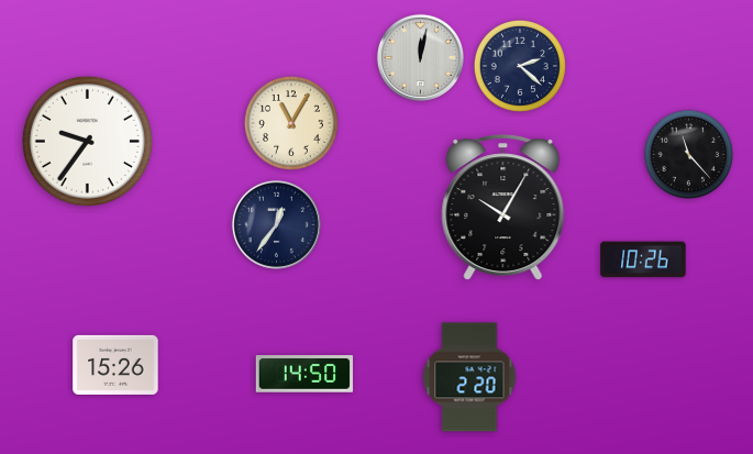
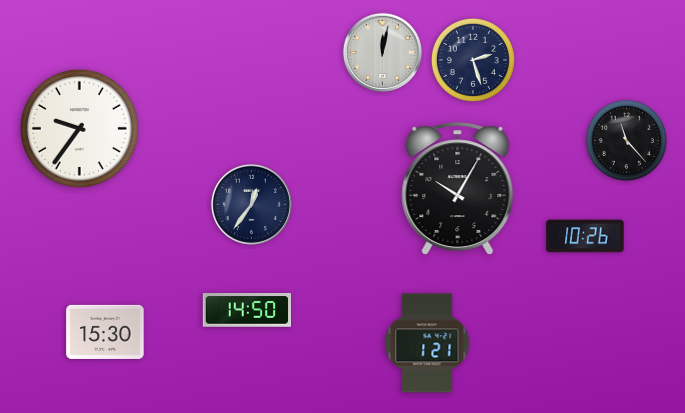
clock at (520, 66): 2:22 -> 2:27
clock at (291, 123): 11:05 -> none
clock at (115, 365): 15:26 -> 15:30
clock at (303, 374) position: (303, 374) -> (246, 310)
clock at (469, 377): 2:20 -> 1:21
